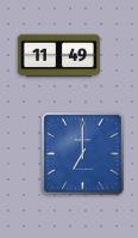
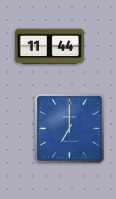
clock at (58, 56): 11:49 -> 11:44
